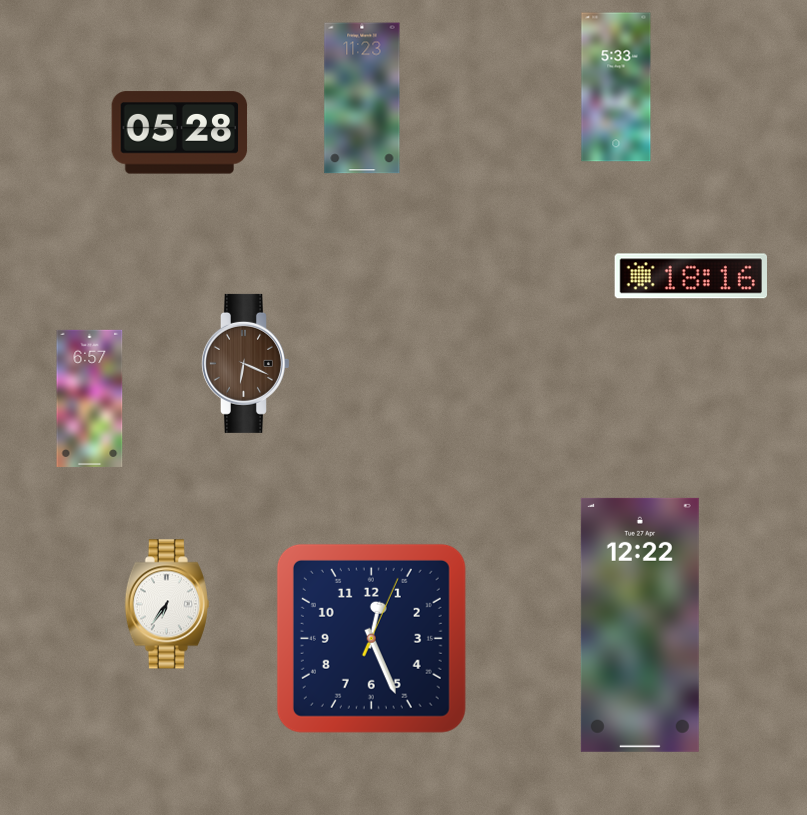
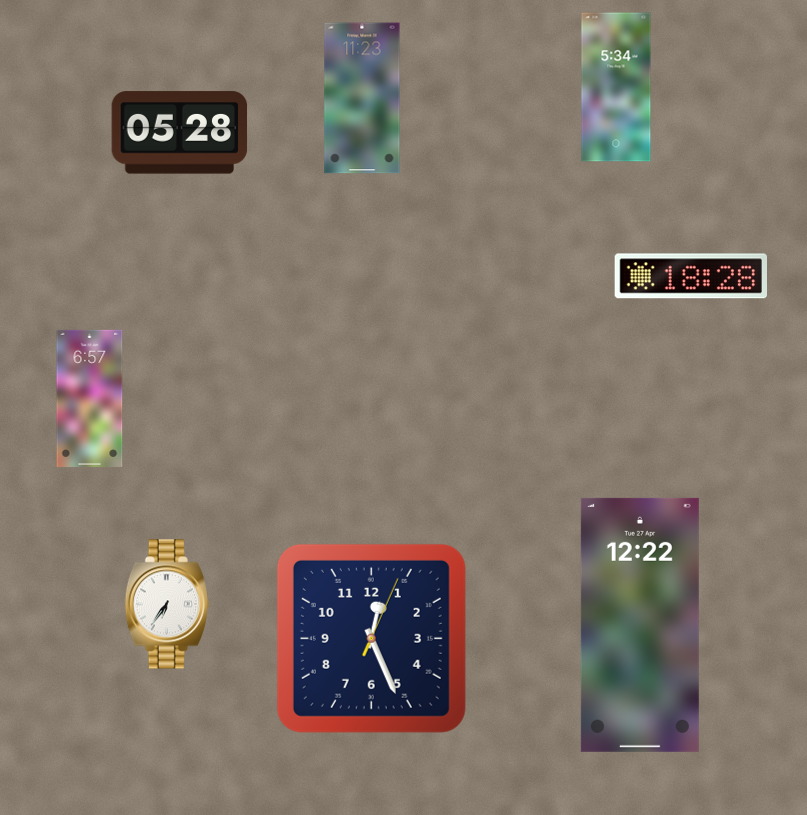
clock at (616, 87): 5:33 -> 5:34
clock at (690, 276): 18:16 -> 18:28
clock at (245, 363): 6:19 -> none
